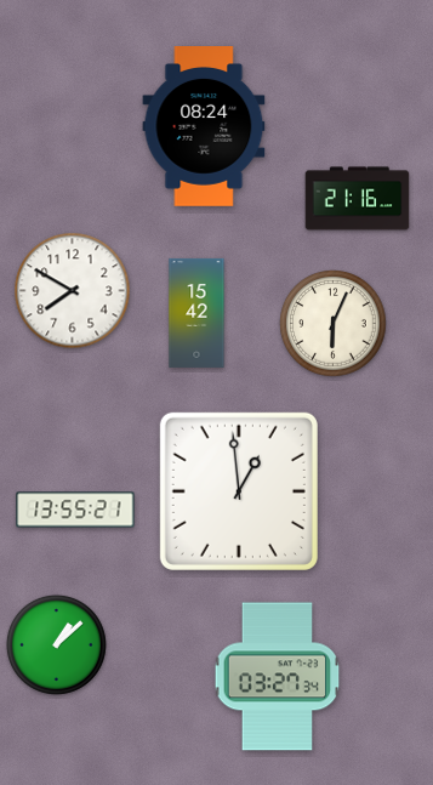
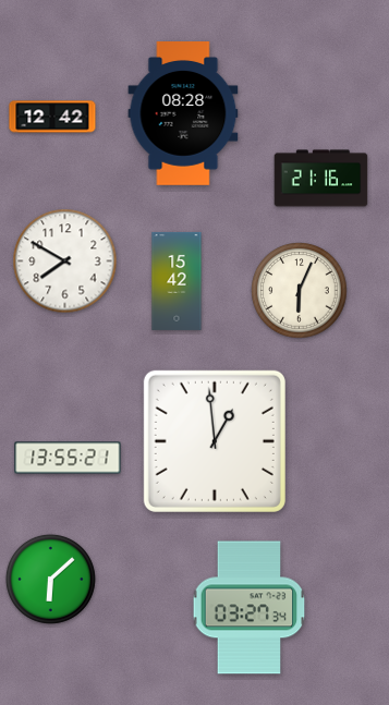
clock at (204, 127): 08:24 -> 08:28
clock at (52, 117): none -> 12:42
clock at (56, 644): 1:08 -> 6:08
